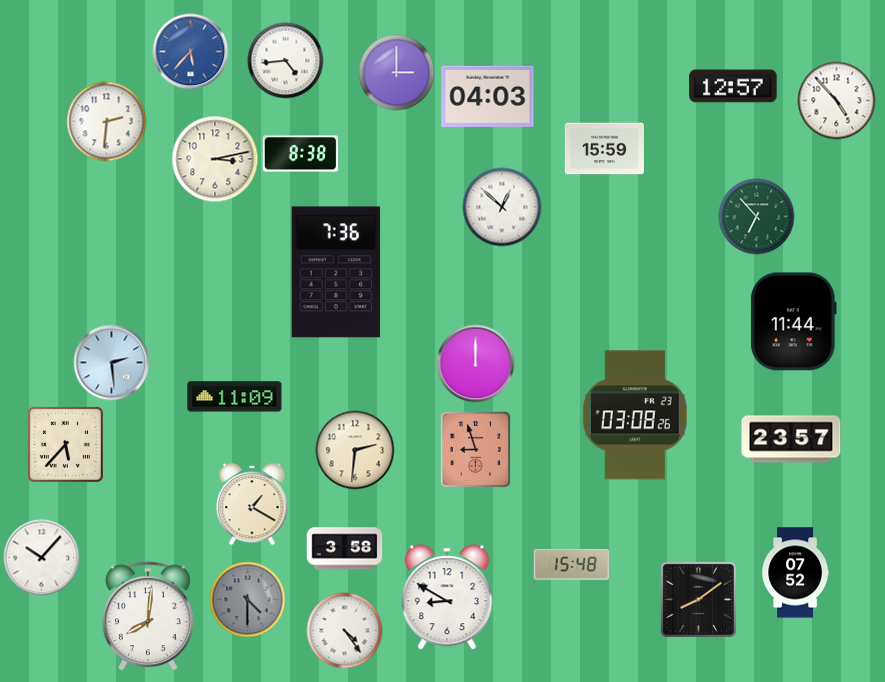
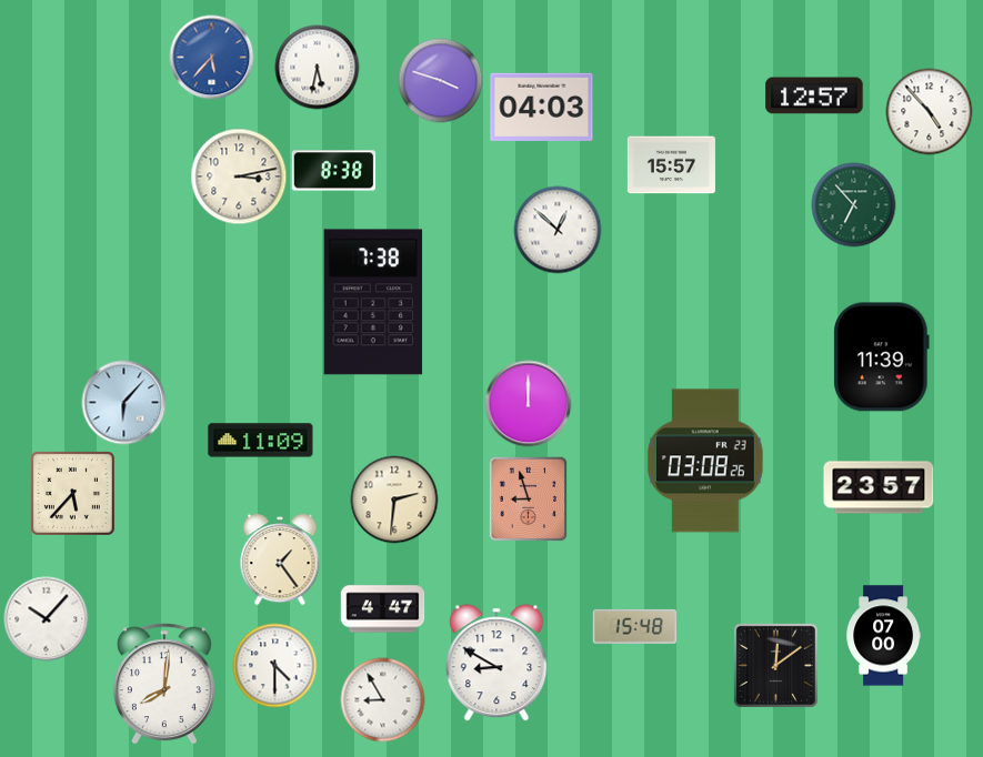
clock at (286, 61): 4:44 -> 5:32
clock at (397, 73): 3:00 -> 3:48
clock at (107, 122): 2:31 -> none
clock at (604, 149): 15:59 -> 15:57
clock at (757, 217) position: (757, 217) -> (854, 205)
clock at (336, 272): 7:36 -> 7:38
clock at (793, 322): 11:44 -> 11:39
clock at (112, 363): 2:29 -> 6:07
clock at (252, 504): 1:20 -> 1:24
clock at (345, 549): 3:58 -> 4:47
clock at (796, 573): 07:52 -> 07:00
clock at (698, 599): 8:09 -> 12:09
clock at (248, 600) dial: grey -> white
clock at (345, 631): 4:24 -> 8:55
